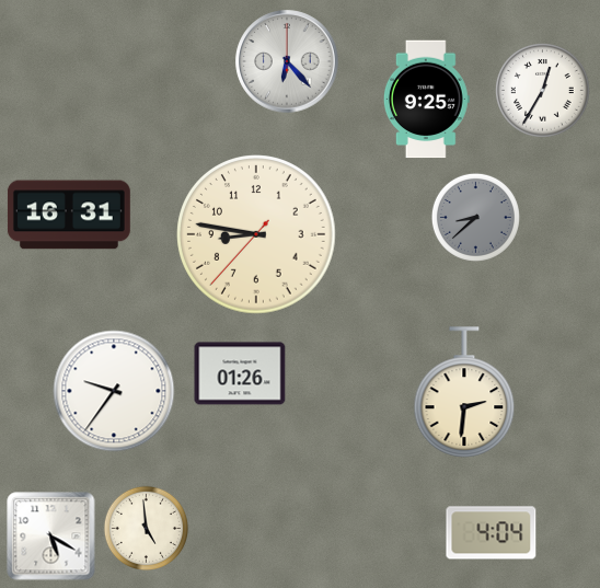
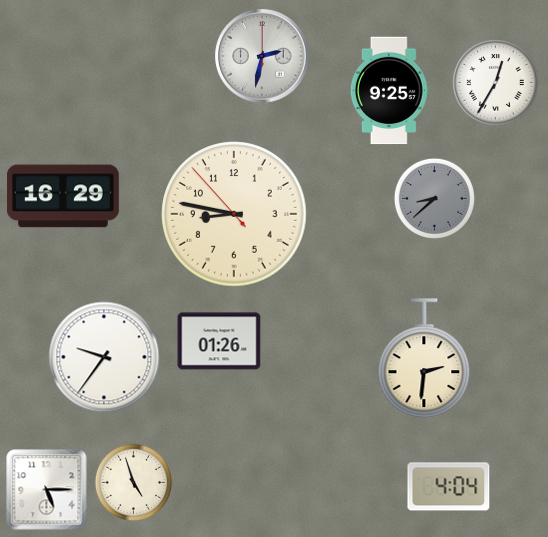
clock at (287, 61): 6:23 -> 2:32
clock at (69, 215): 16:31 -> 16:29
clock at (256, 234): 8:46:37 -> 8:46:53
clock at (146, 528): 4:59 -> 4:57
clock at (51, 537): 5:20 -> 5:15
